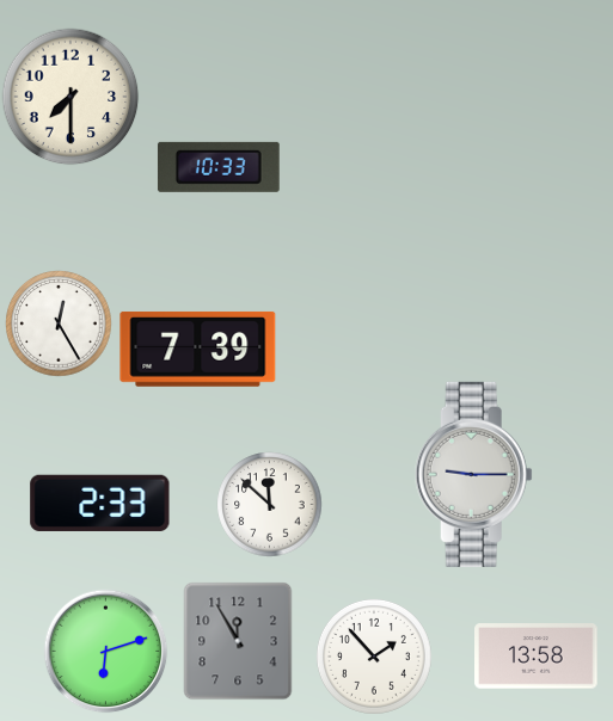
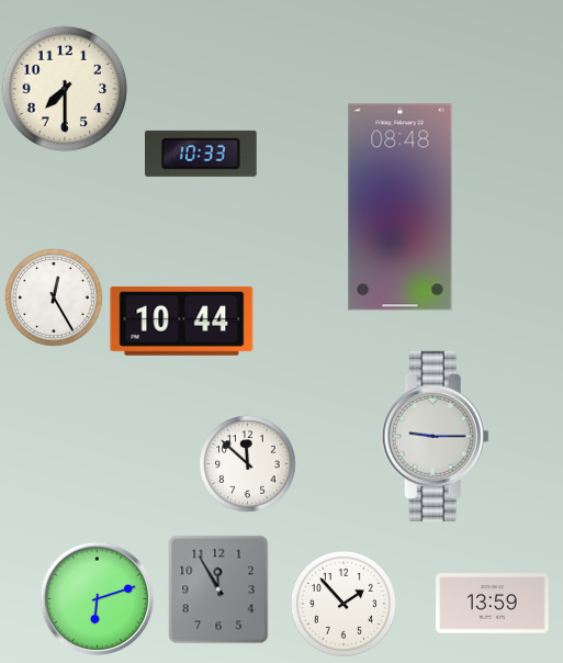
clock at (401, 207): none -> 08:48
clock at (198, 350): 7:39 -> 10:44
clock at (100, 503): 2:33 -> none
clock at (537, 657): 13:58 -> 13:59
